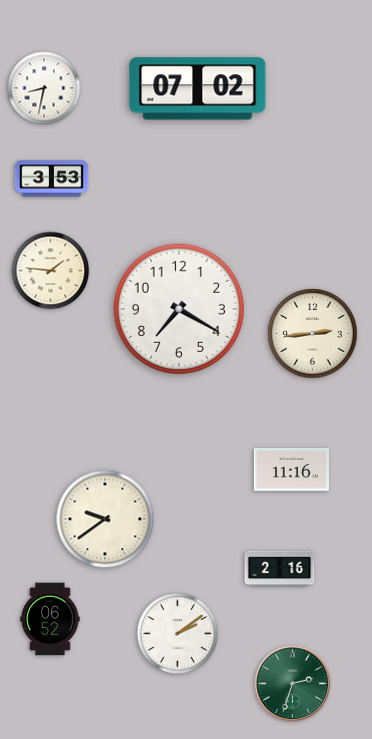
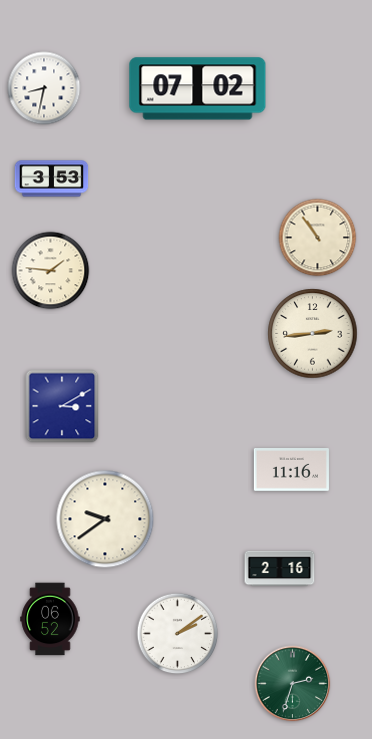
clock at (318, 238): none -> 10:54
clock at (179, 309): 7:20 -> none
clock at (62, 406): none -> 3:10
